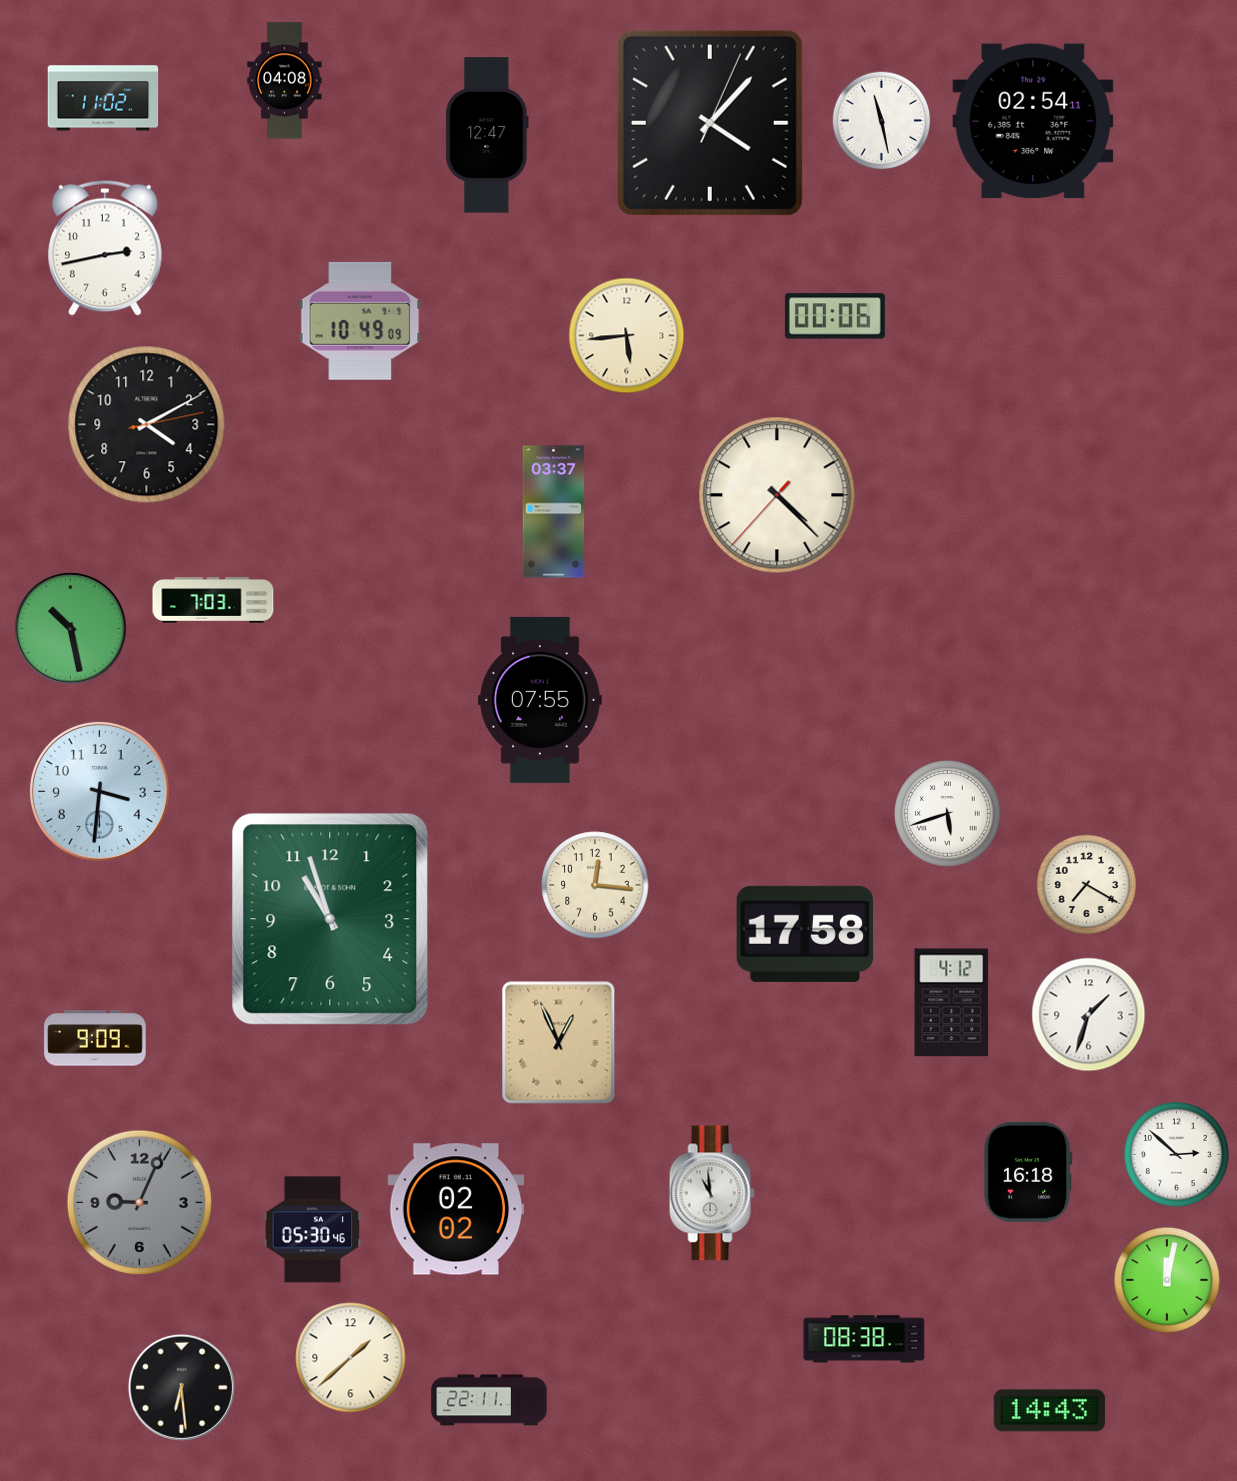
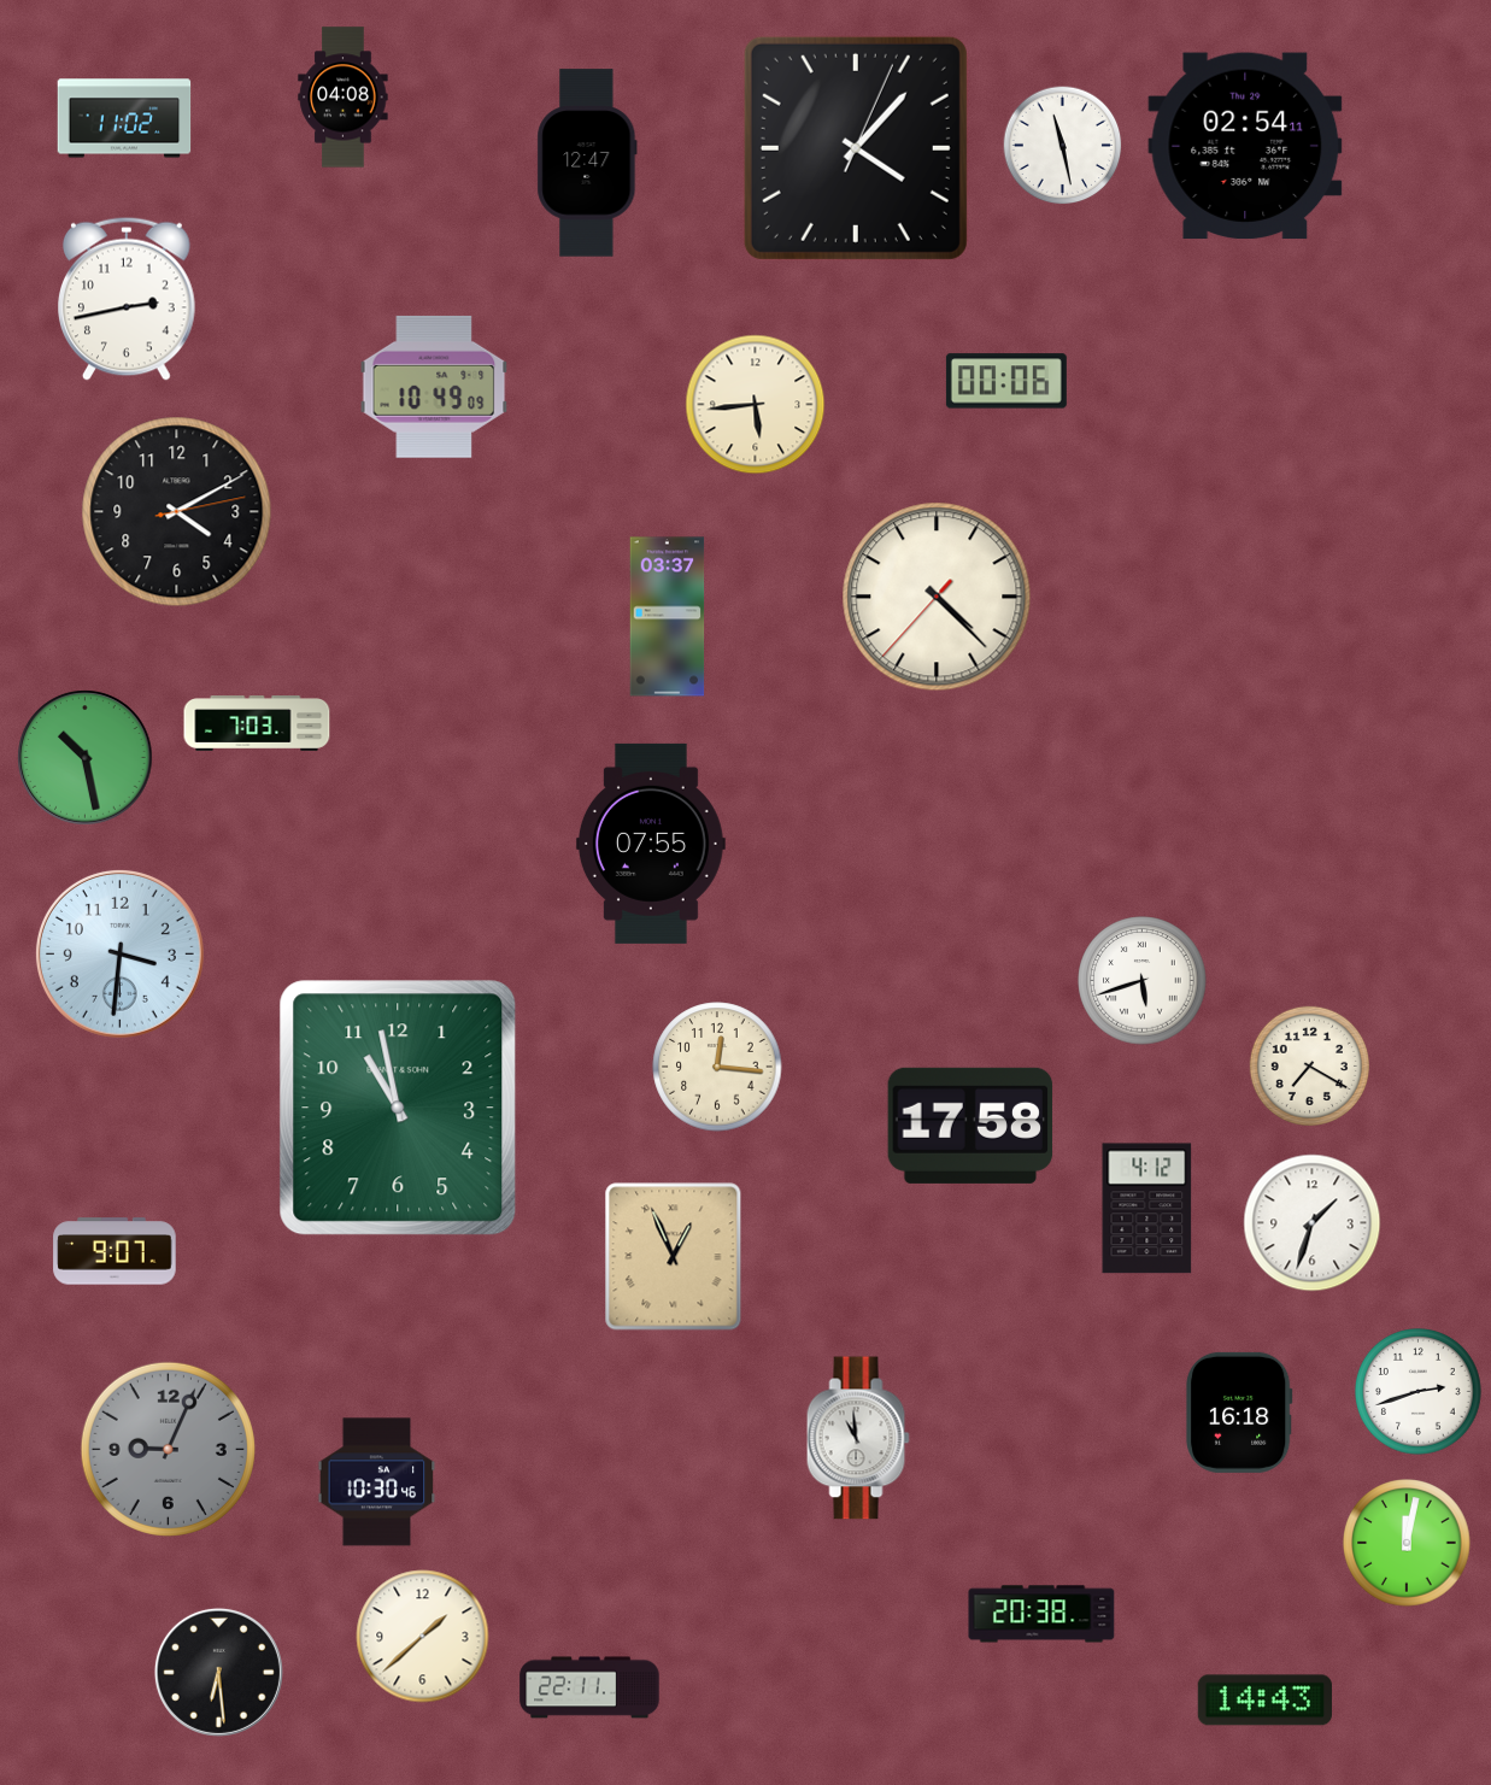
clock at (330, 919): 10:57 -> 10:58
clock at (95, 1038): 9:09 -> 9:07
clock at (1177, 1155): 2:52 -> 2:42
clock at (456, 1209): 02:02 -> none
clock at (313, 1230): 05:30 -> 10:30
clock at (864, 1339): 08:38 -> 20:38
